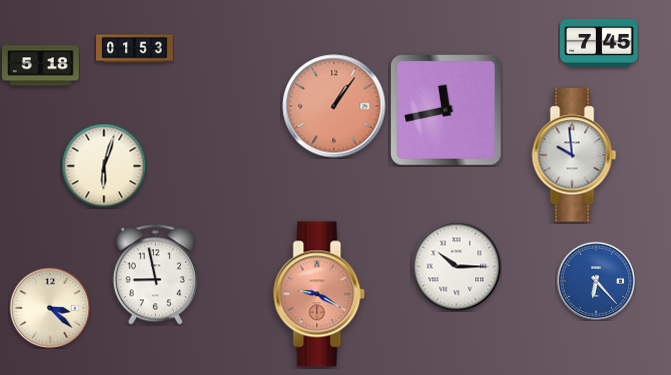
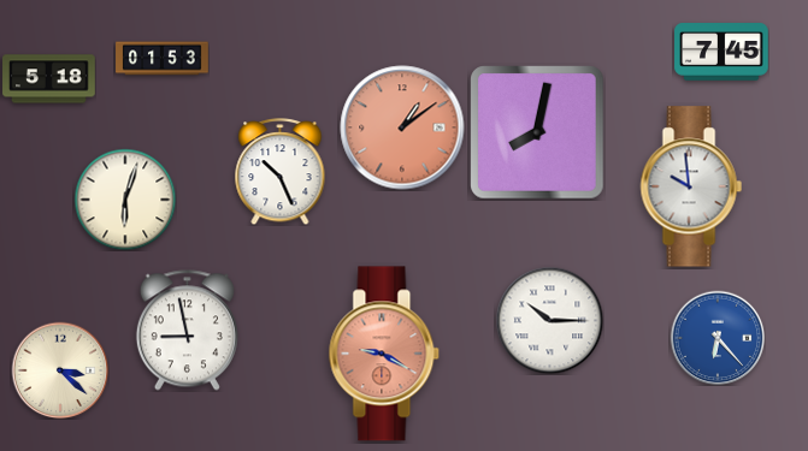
clock at (334, 106): 1:06 -> 1:09
clock at (446, 110): 11:43 -> 8:02
clock at (281, 172): none -> 10:26
